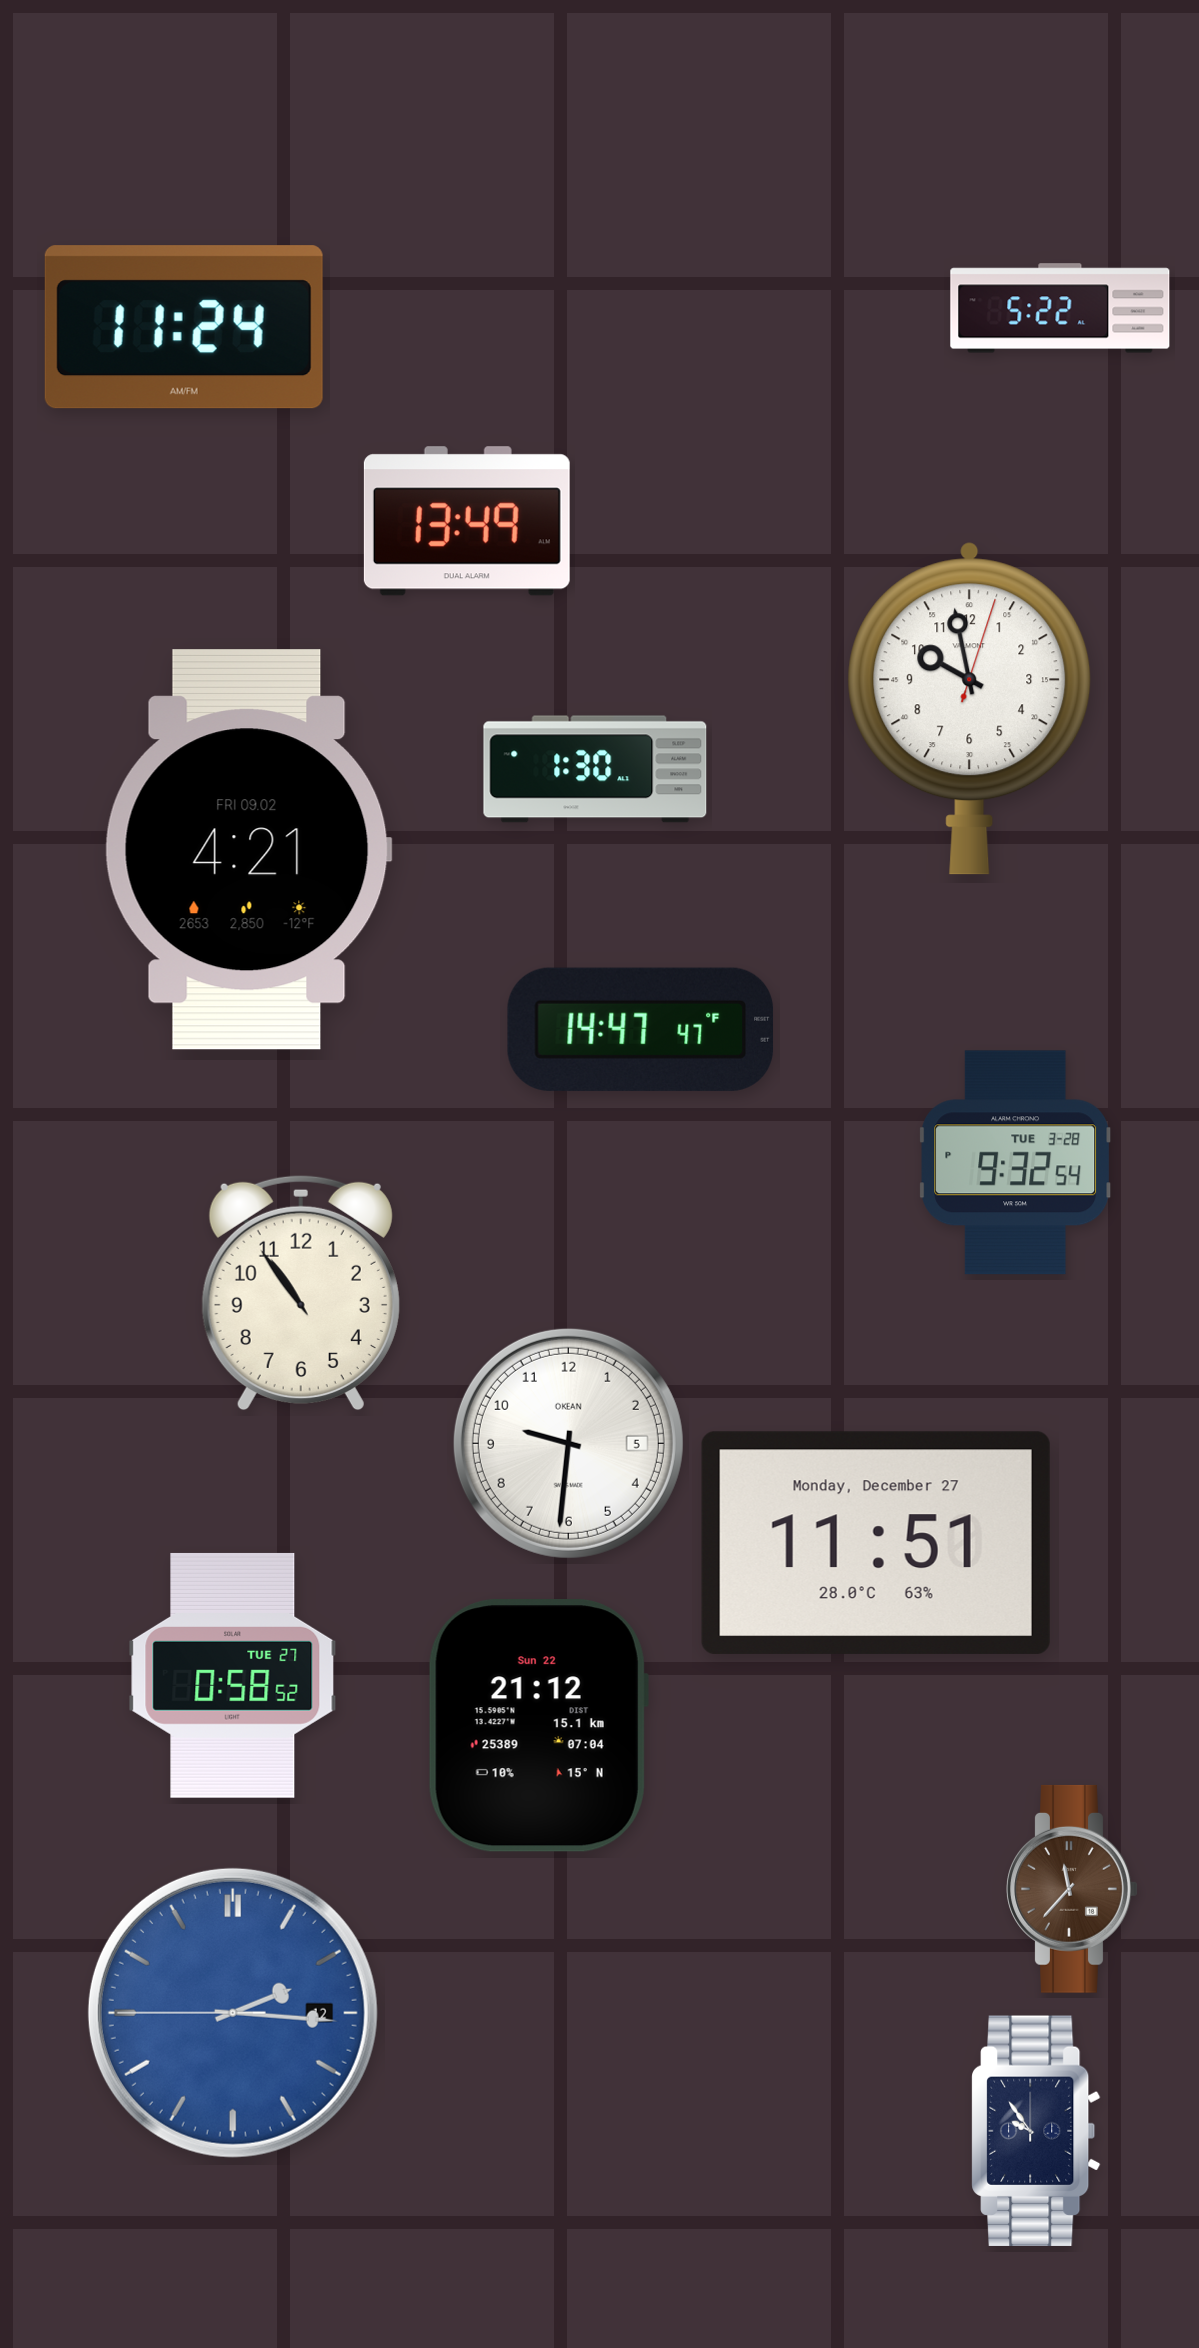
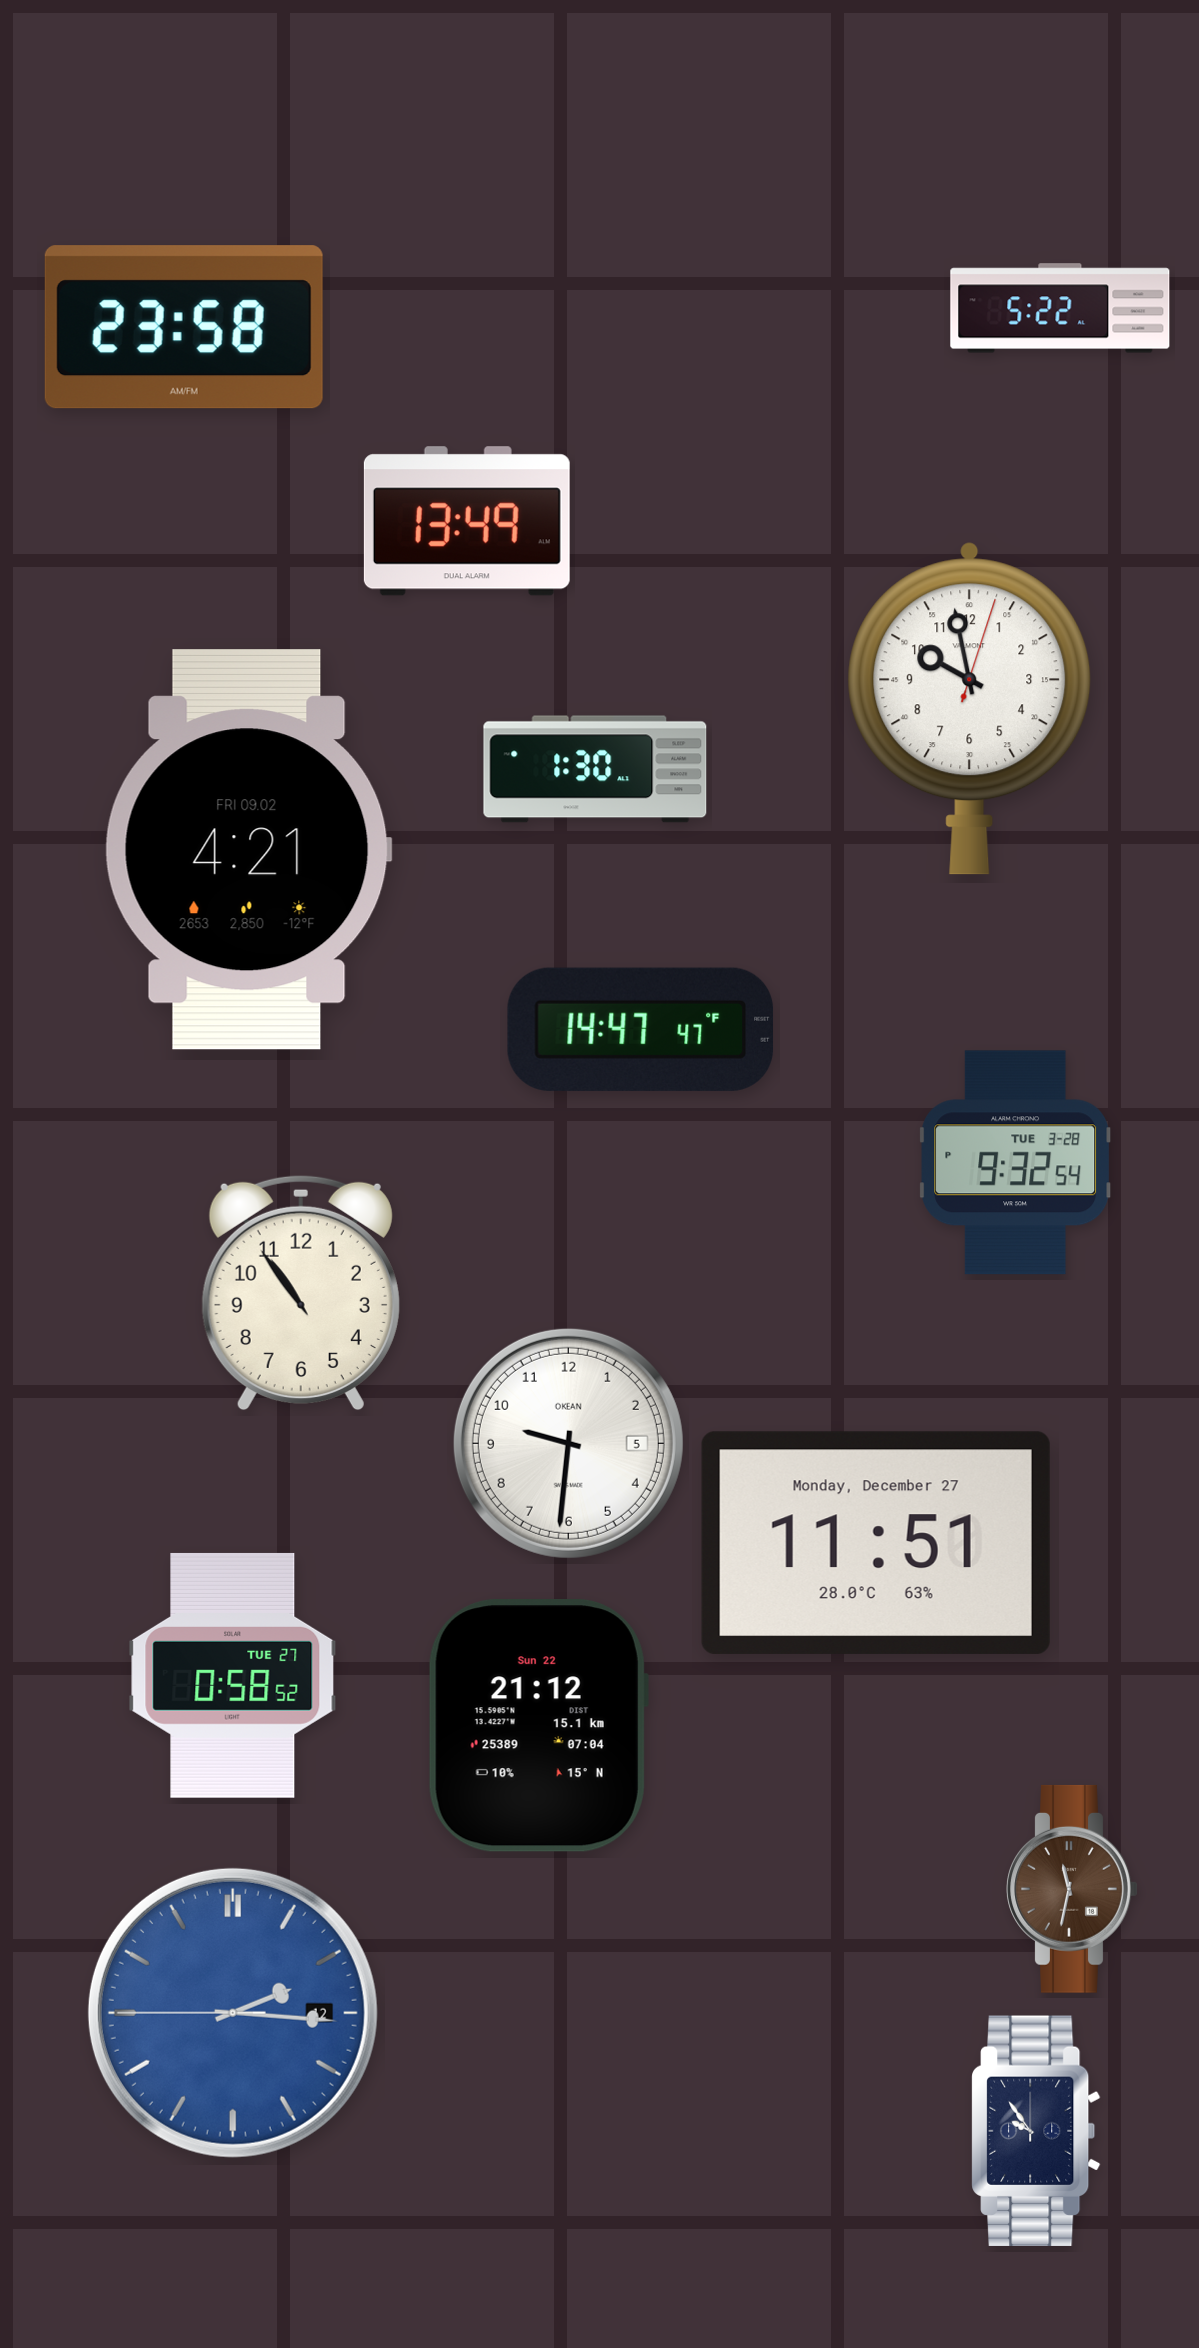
clock at (184, 327): 11:24 -> 23:58
clock at (1072, 1889): 11:37 -> 11:32
